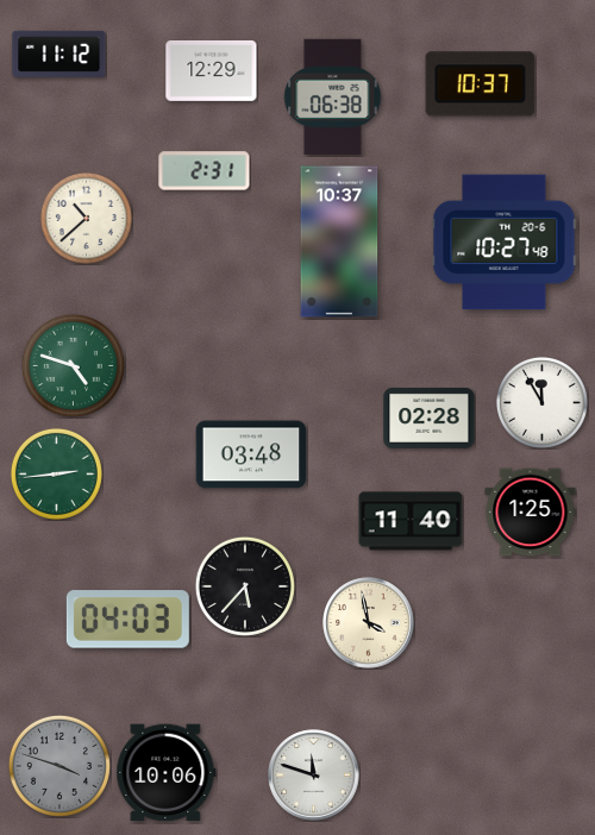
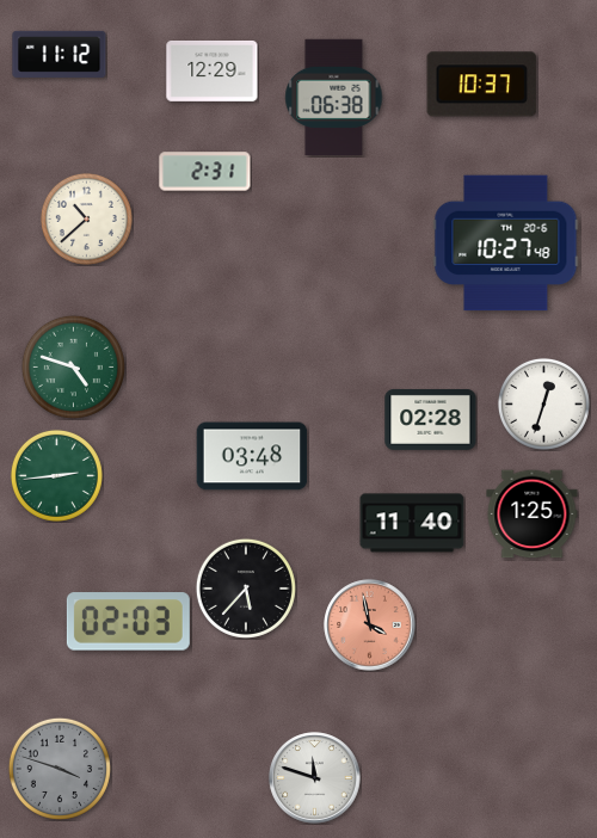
clock at (339, 241): 10:37 -> none
clock at (541, 402): 11:55 -> 12:33
clock at (127, 620): 04:03 -> 02:03
clock at (369, 623) dial: cream -> salmon
clock at (167, 773): 10:06 -> none
